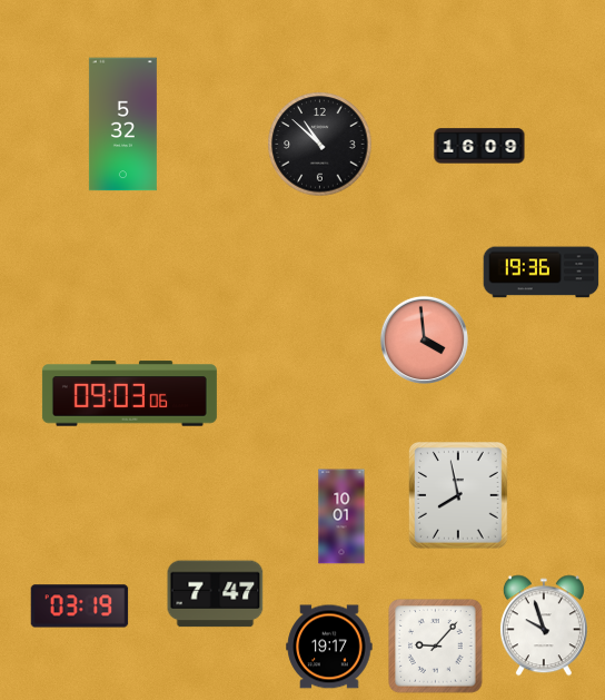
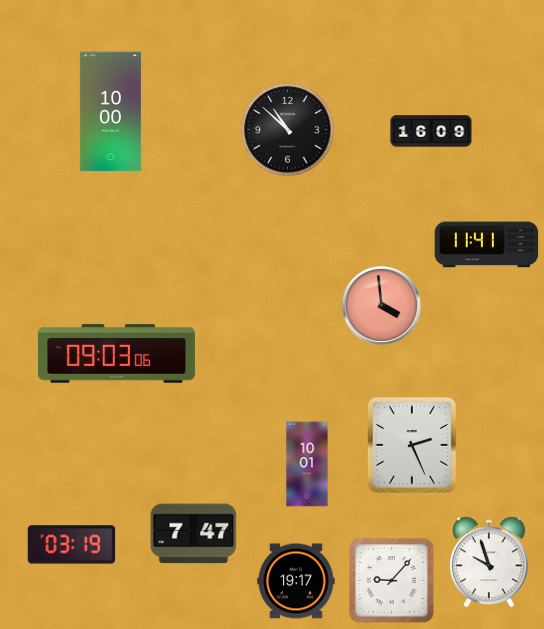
clock at (122, 125): 5:32 -> 10:00
clock at (542, 273): 19:36 -> 11:41
clock at (459, 496): 7:58 -> 2:26
